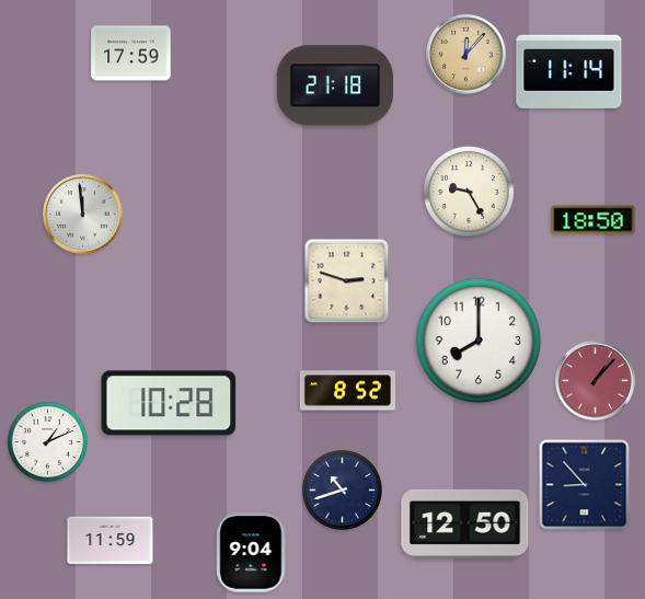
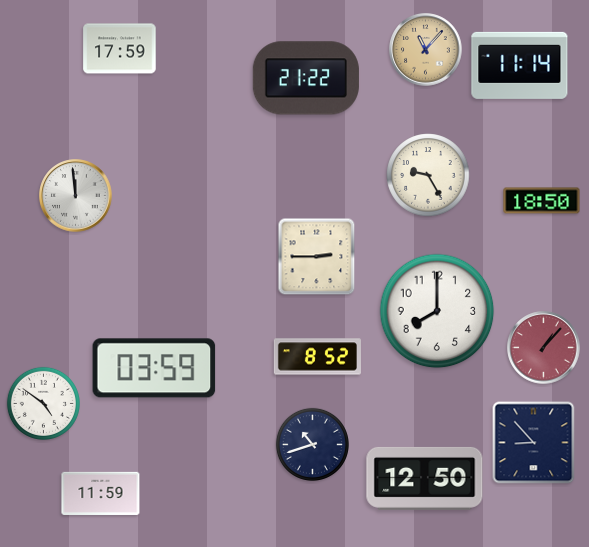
clock at (467, 55): 12:07 -> 11:07
clock at (335, 85): 21:18 -> 21:22
clock at (347, 281): 2:48 -> 2:45
clock at (169, 403): 10:28 -> 03:59
clock at (47, 441): 1:11 -> 4:51
clock at (342, 489) position: (342, 489) -> (312, 444)
clock at (252, 553): 9:04 -> none
